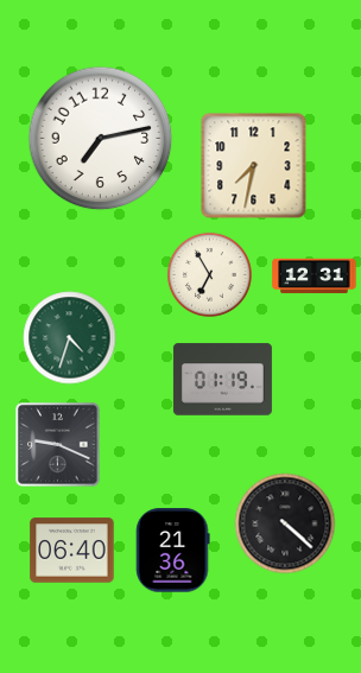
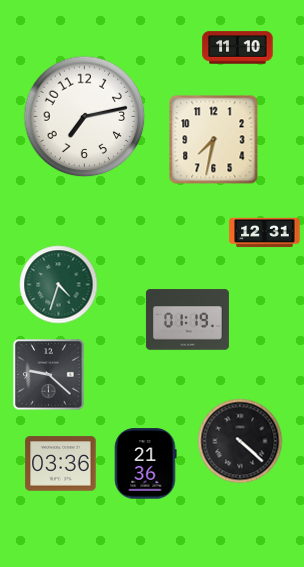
clock at (238, 48): none -> 11:10
clock at (209, 274): 6:55 -> none
clock at (58, 445): 9:19 -> 9:22
clock at (72, 551): 06:40 -> 03:36
